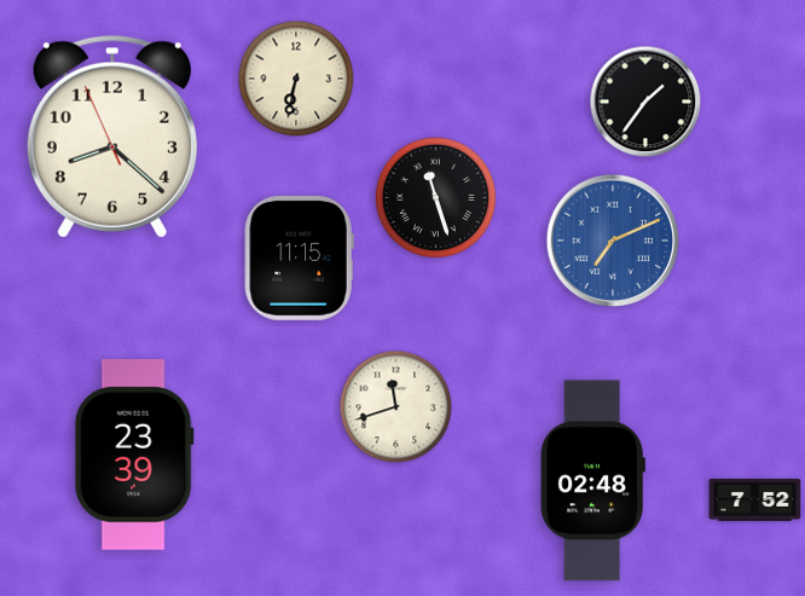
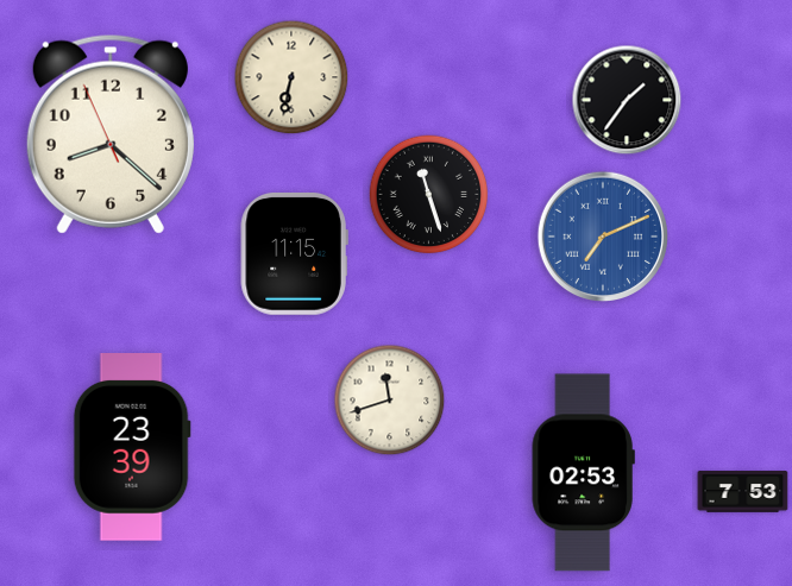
clock at (645, 102) position: (645, 102) -> (627, 100)
clock at (592, 481): 02:48 -> 02:53
clock at (755, 500): 7:52 -> 7:53
